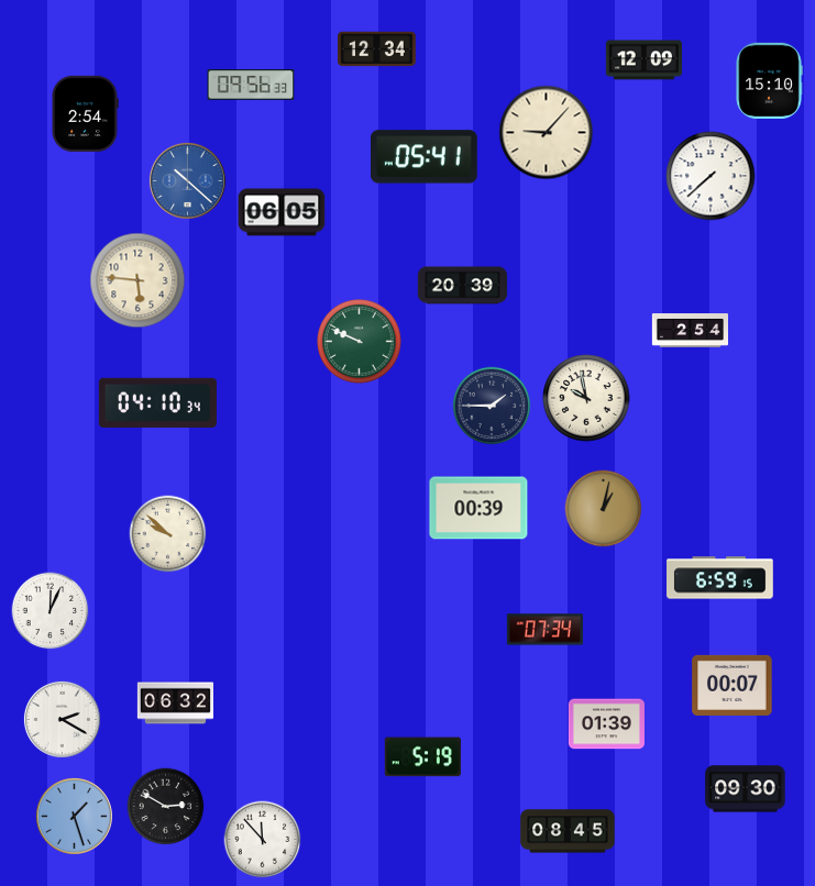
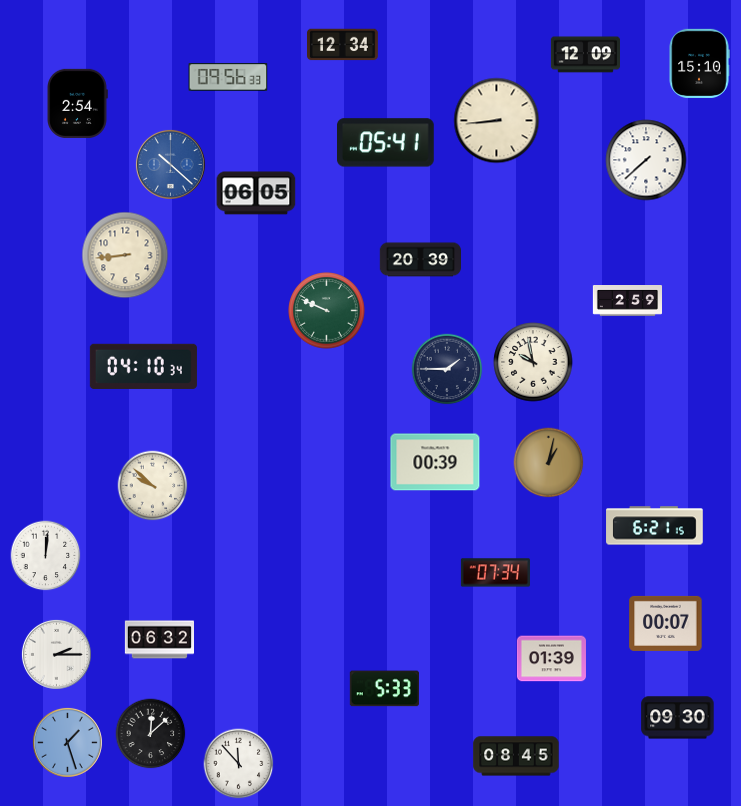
clock at (769, 80) position: (769, 80) -> (699, 63)
clock at (547, 133): 9:07 -> 8:44
clock at (137, 280): 5:46 -> 8:44
clock at (690, 331): 2:54 -> 2:59
clock at (720, 578): 6:59 -> 6:21
clock at (51, 611): 12:04 -> 12:01
clock at (62, 719): 2:20 -> 2:15
clock at (422, 757): 5:19 -> 5:33
clock at (166, 807): 2:50 -> 12:08
